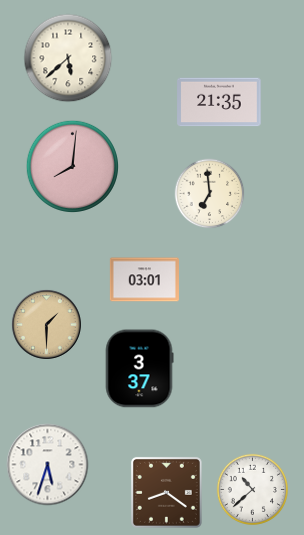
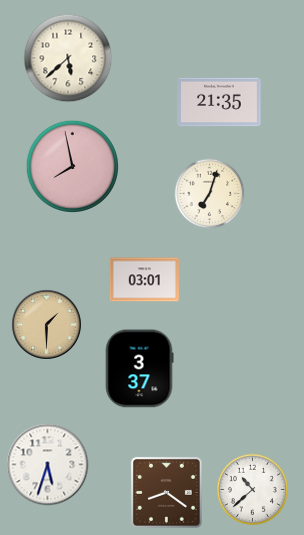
clock at (72, 166): 8:01 -> 7:58
clock at (210, 194): 6:59 -> 7:03
